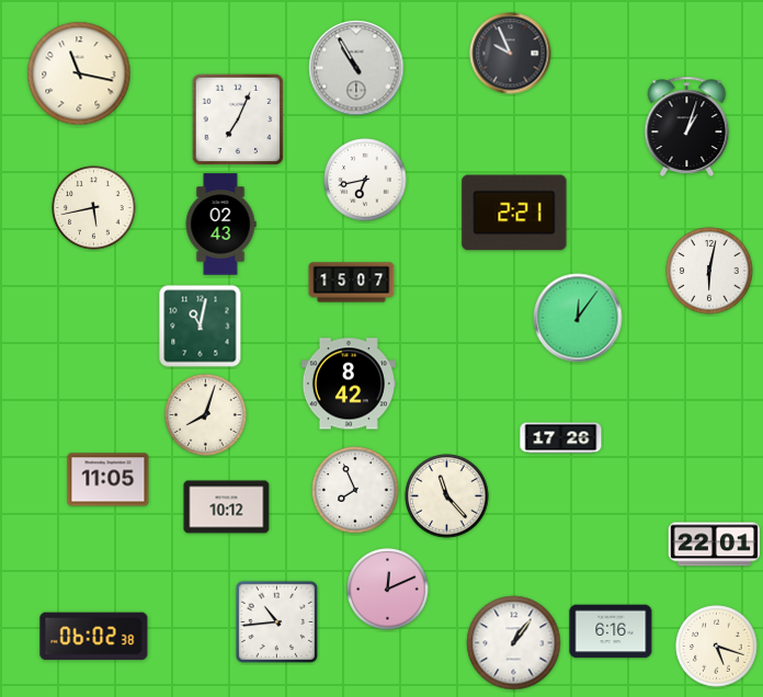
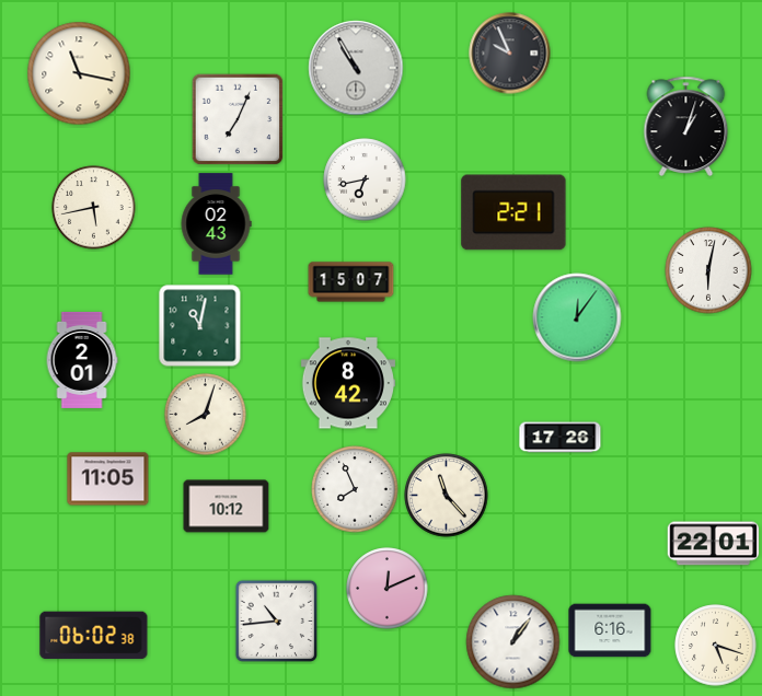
clock at (220, 225) position: (220, 225) -> (216, 224)
clock at (82, 360): none -> 2:01
